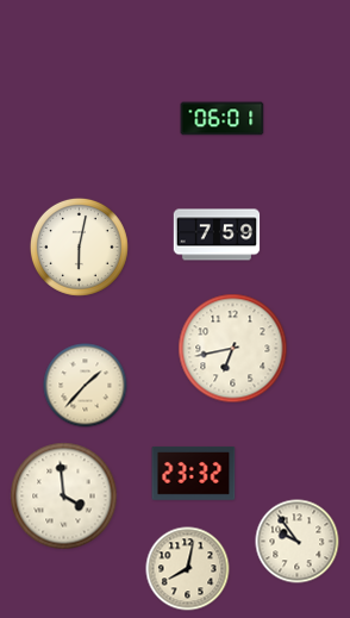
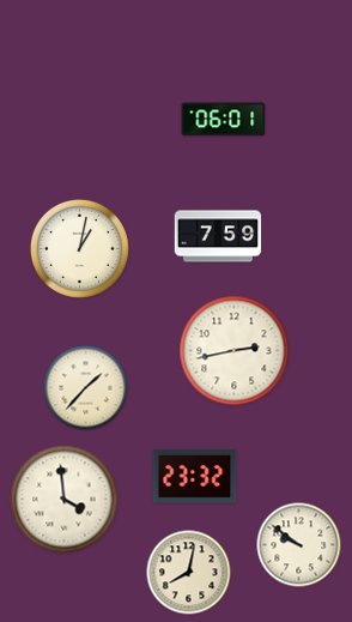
clock at (79, 246): 6:02 -> 1:02
clock at (233, 349): 6:43 -> 2:43
clock at (298, 542): 9:54 -> 9:51
